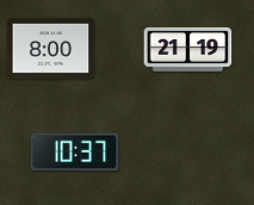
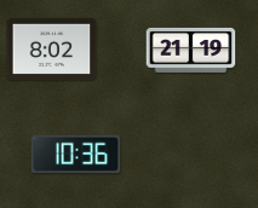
clock at (51, 48): 8:00 -> 8:02
clock at (75, 153): 10:37 -> 10:36
